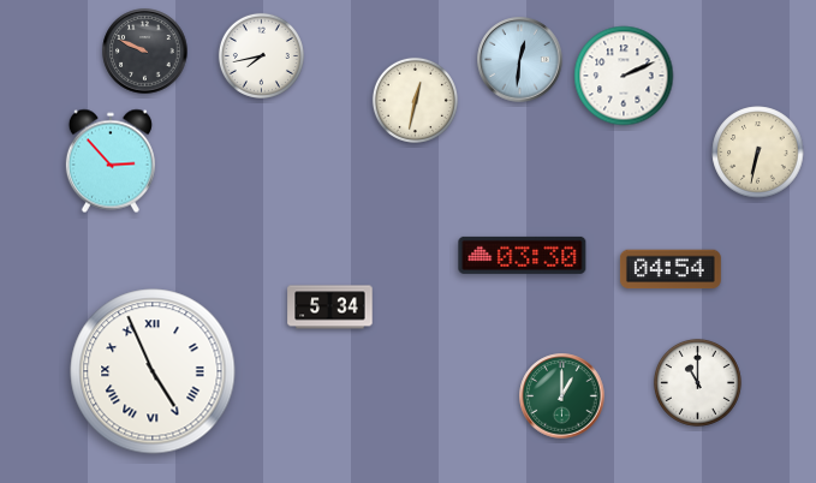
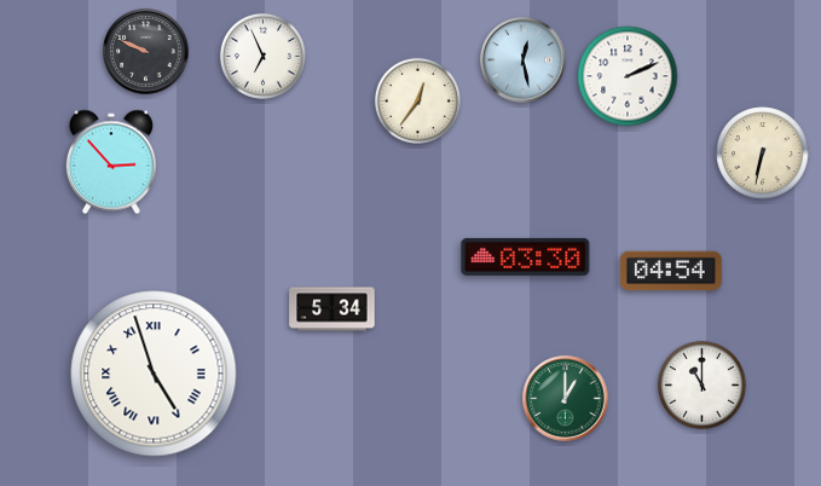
clock at (261, 55): 7:43 -> 6:56
clock at (520, 60): 12:31 -> 12:28
clock at (415, 100): 12:32 -> 12:36
clock at (671, 269) position: (671, 269) -> (671, 271)
clock at (153, 371): 4:56 -> 4:57
